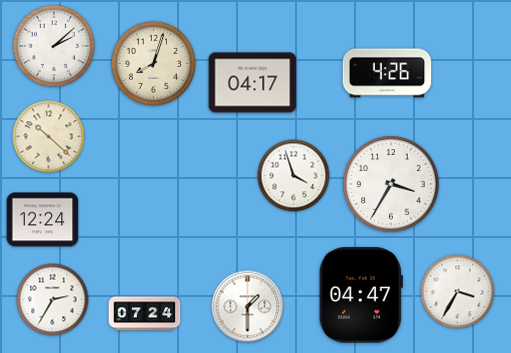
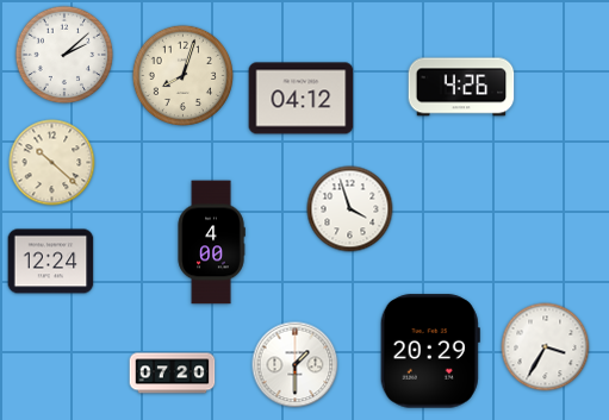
clock at (253, 83): 04:17 -> 04:12
clock at (49, 137) position: (49, 137) -> (52, 163)
clock at (391, 184): 3:35 -> none
clock at (211, 243): none -> 4:00
clock at (361, 295): 04:47 -> 20:29
clock at (53, 300): 2:35 -> none
clock at (145, 314): 07:24 -> 07:20
